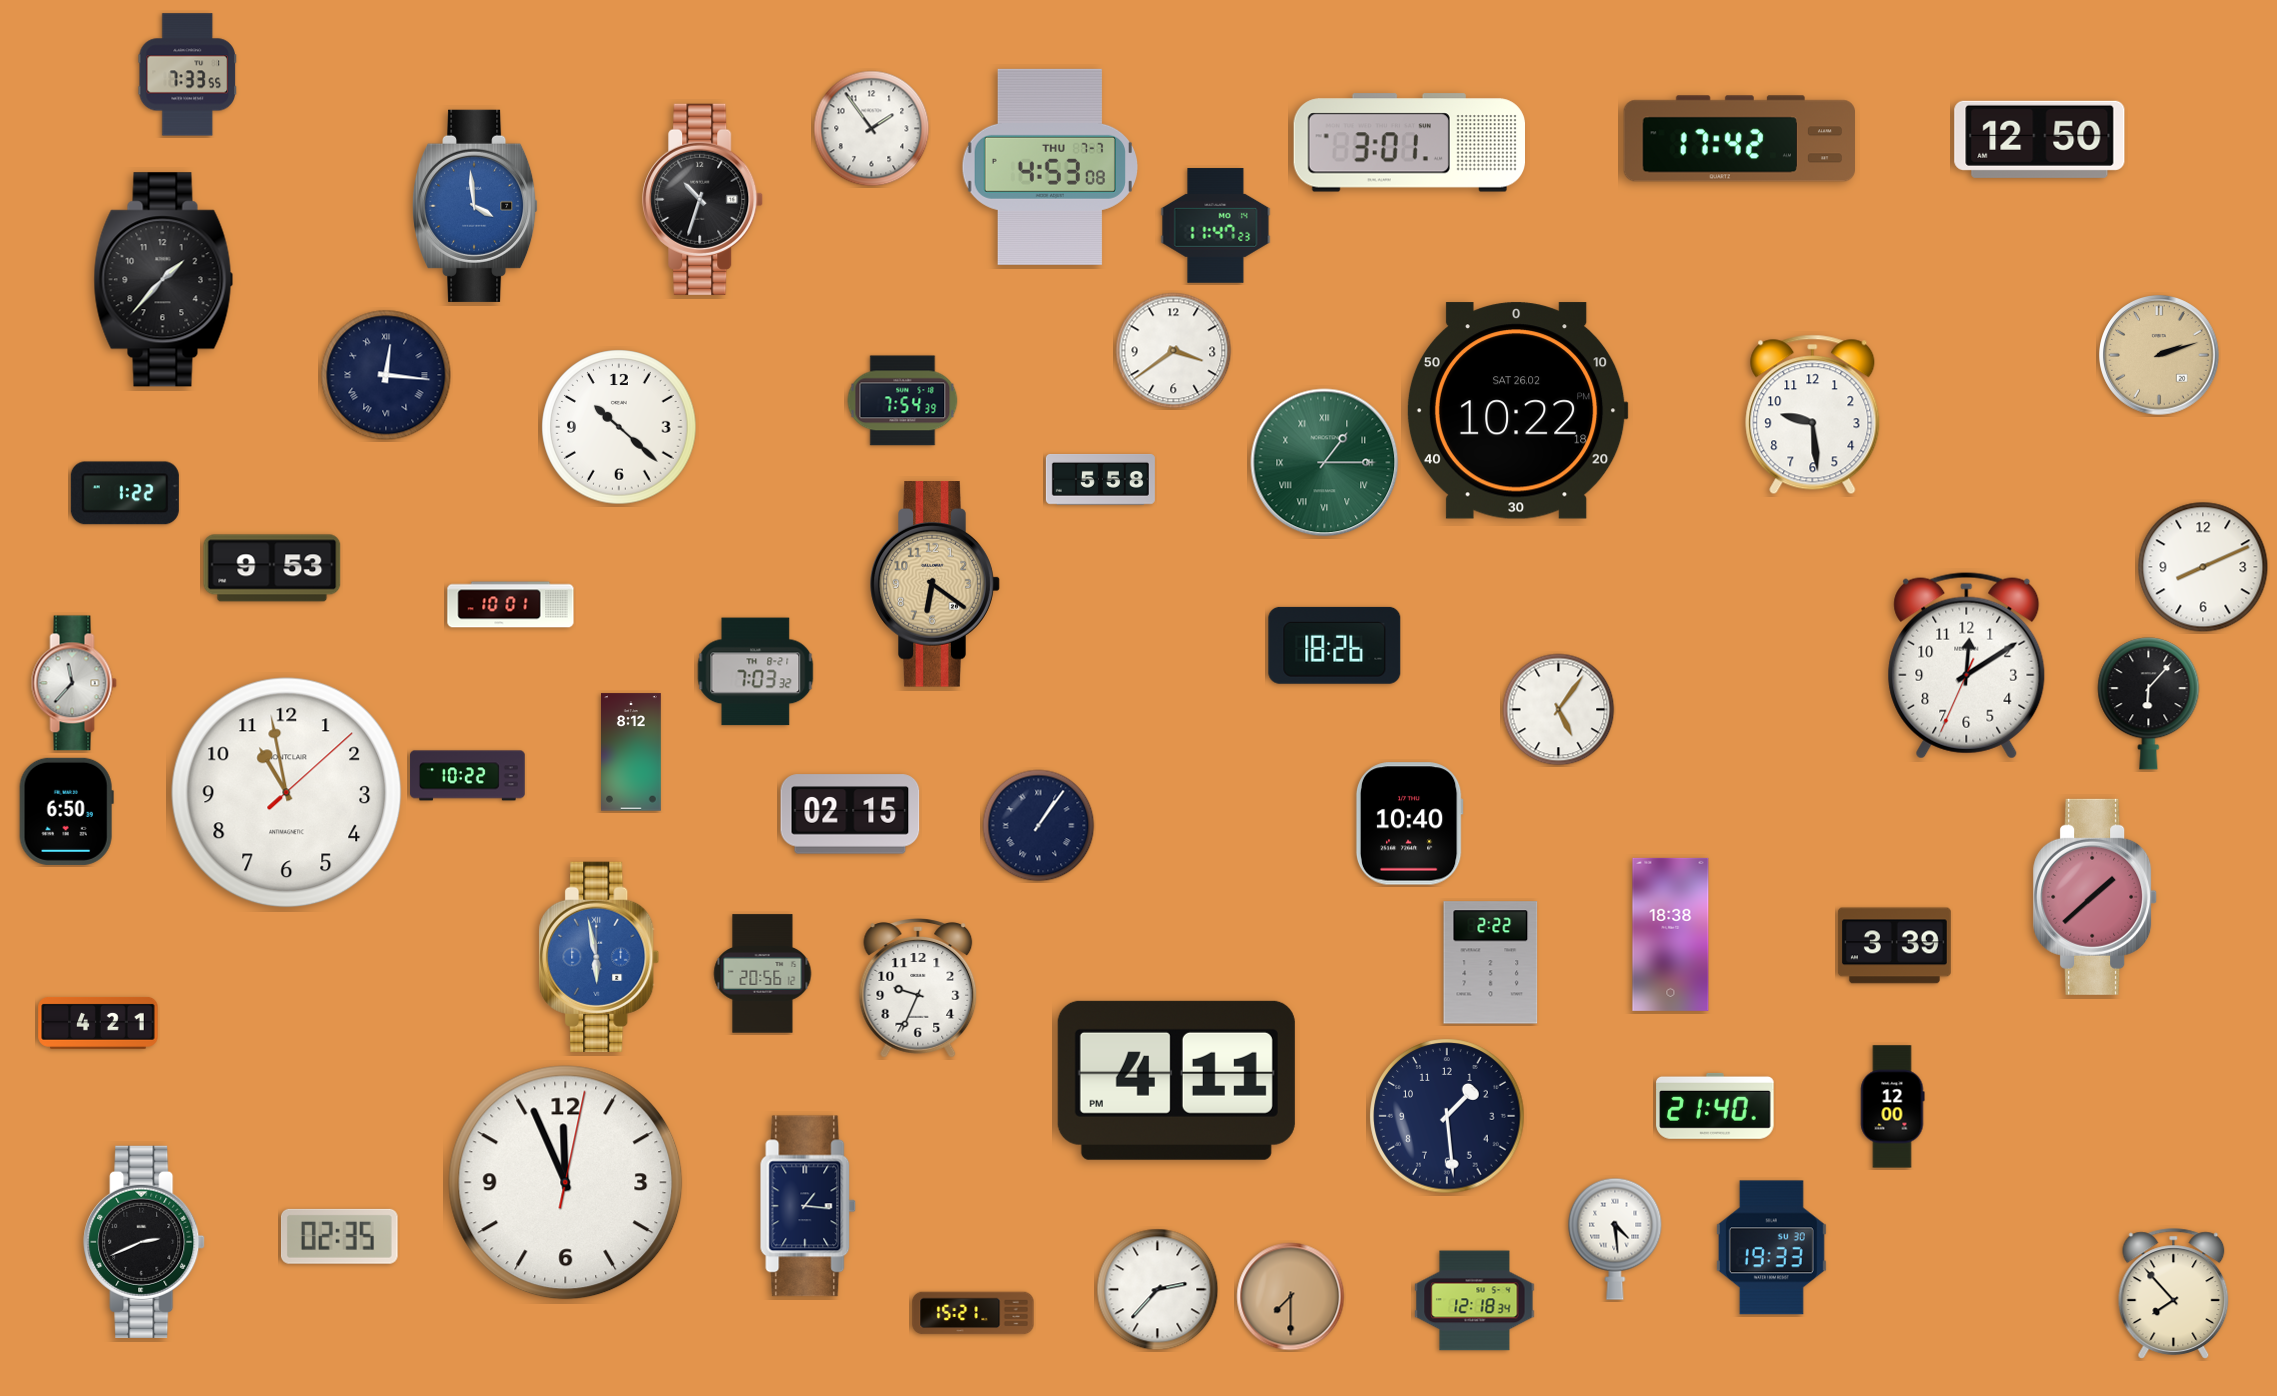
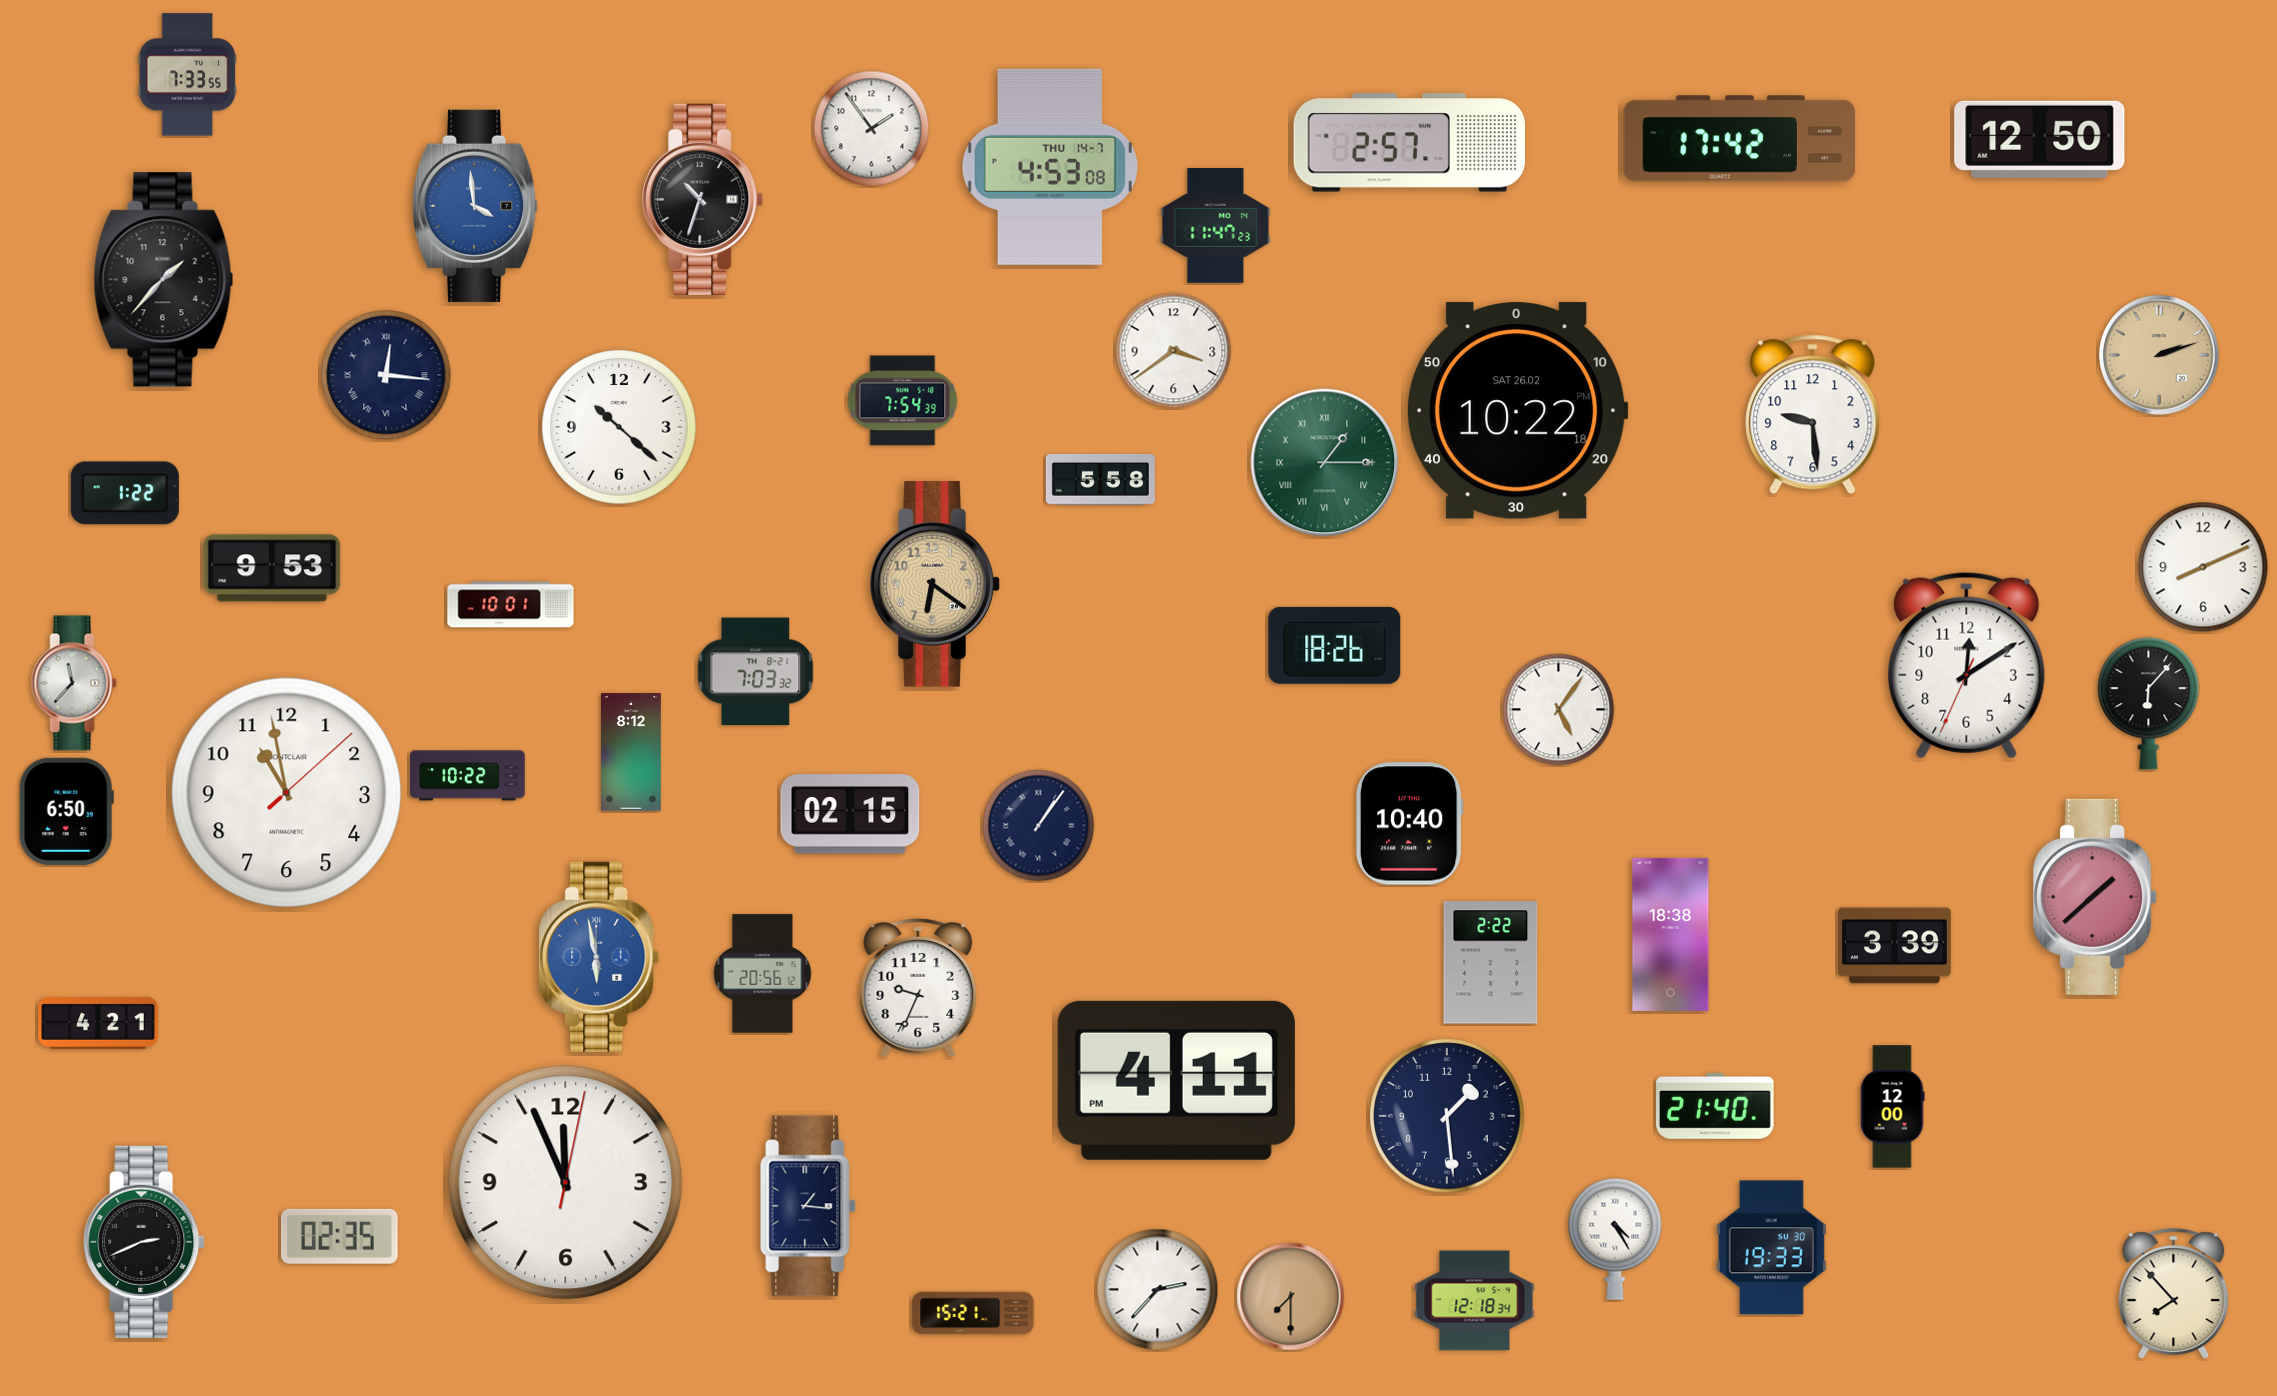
clock at (1409, 143): 3:01 -> 2:57
clock at (1049, 167) date: THU 7-7 -> THU 14-7
clock at (1615, 1239): 4:29 -> 4:25
